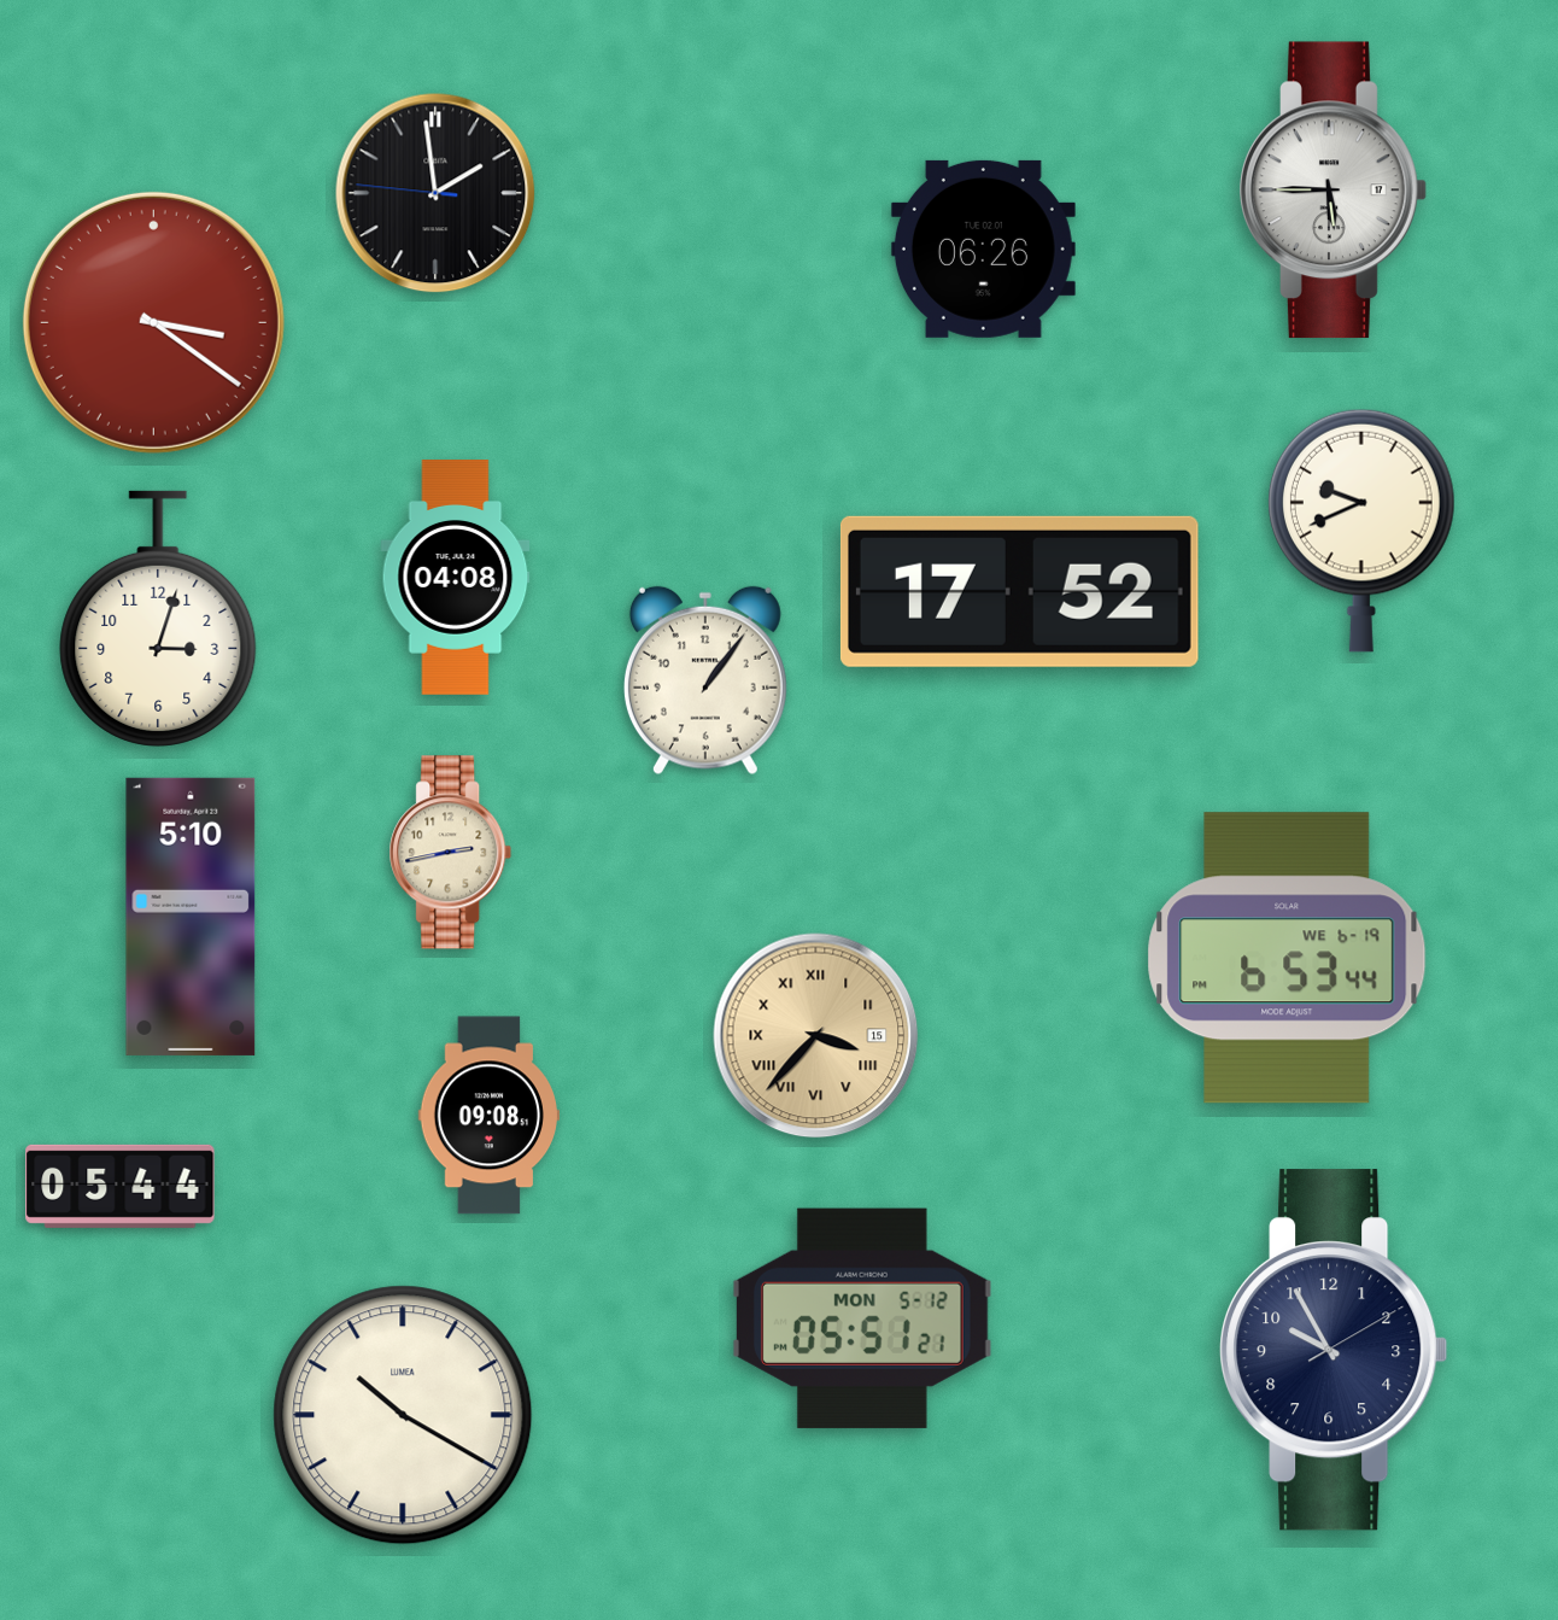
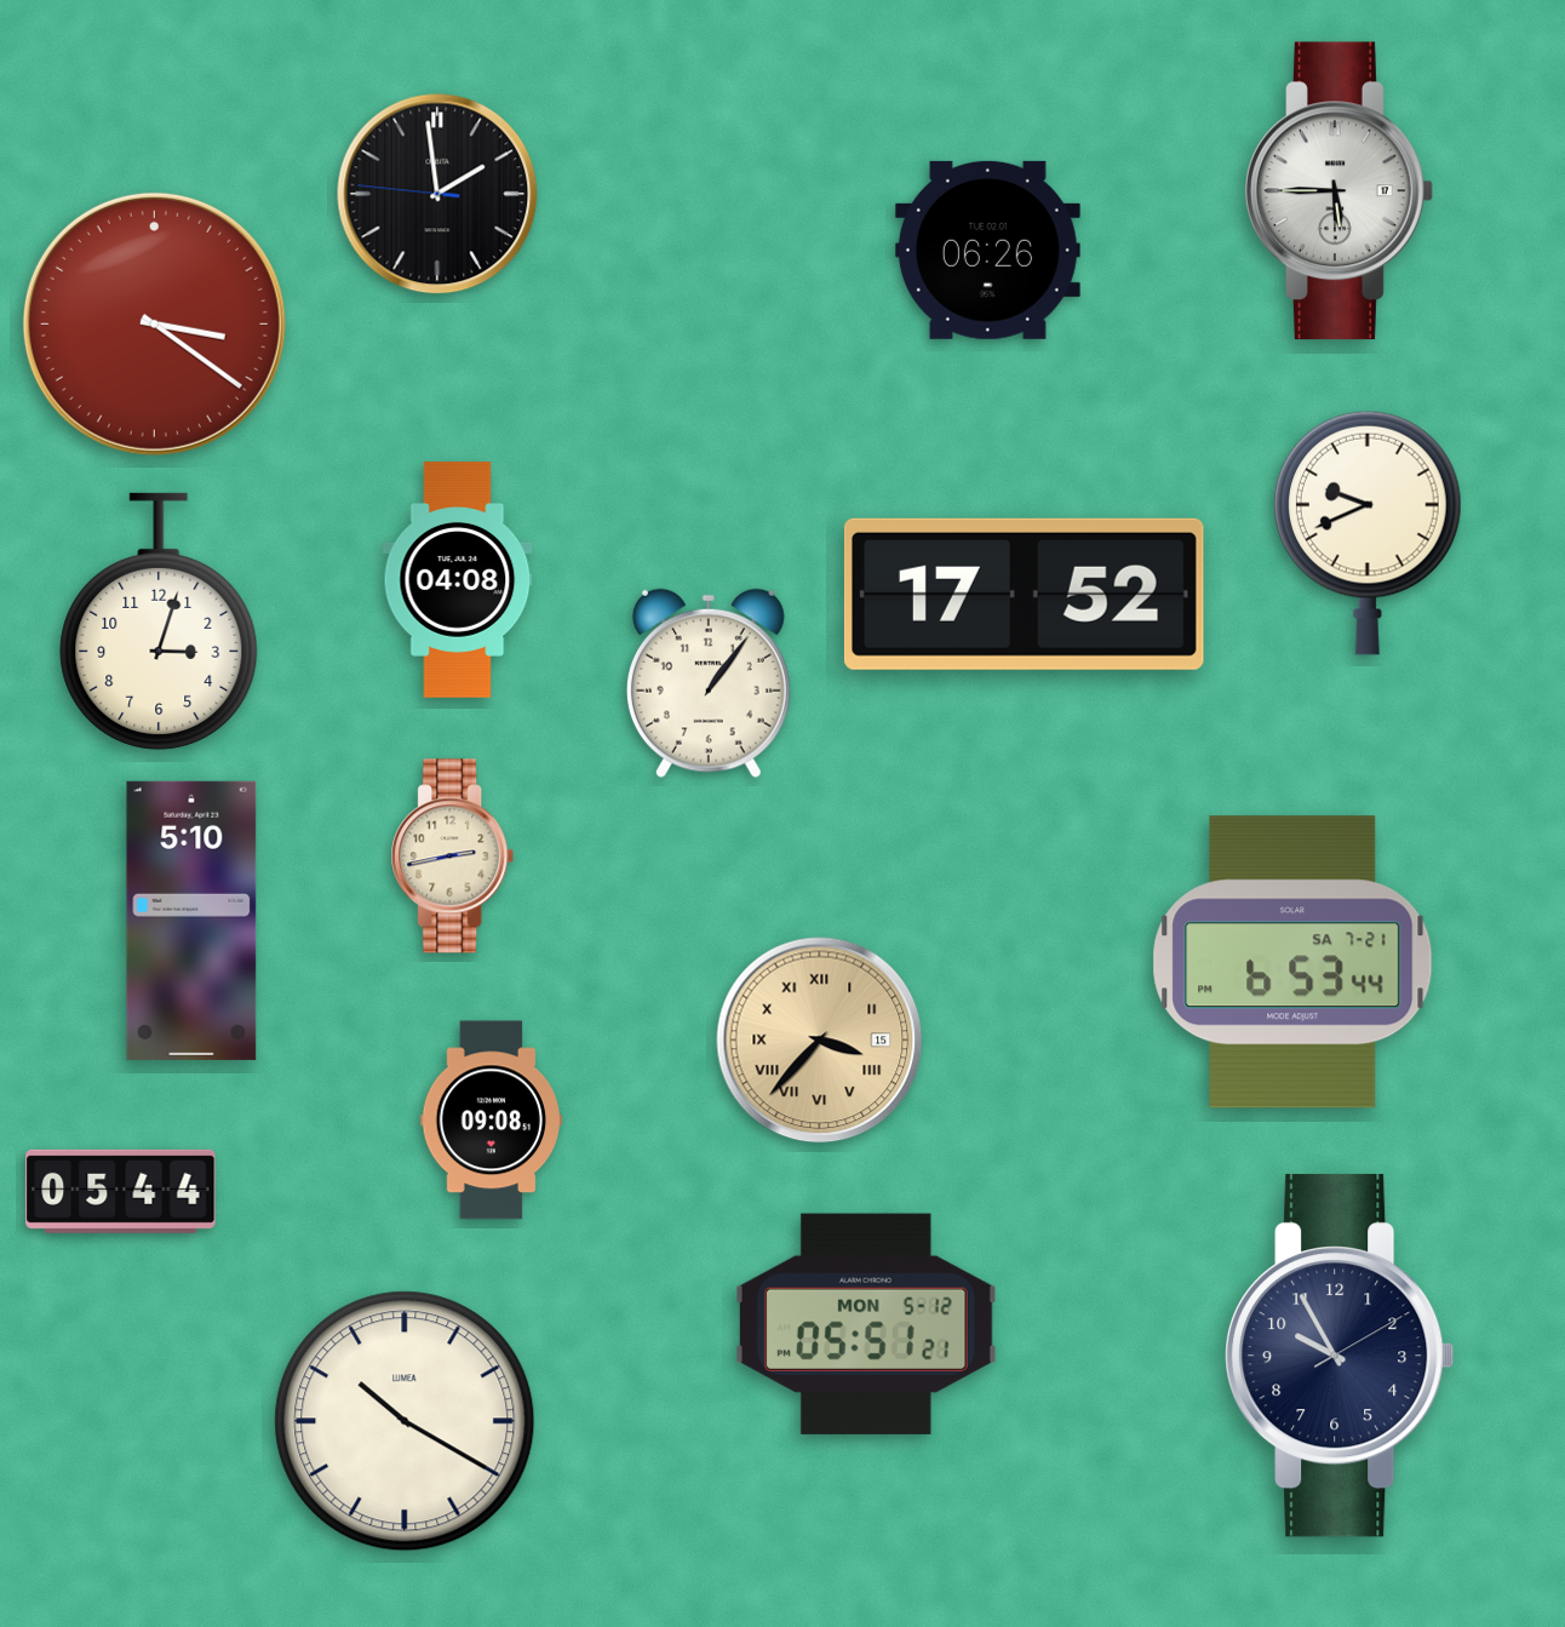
clock at (1287, 958) date: WE 6-19 -> SA 7-21
